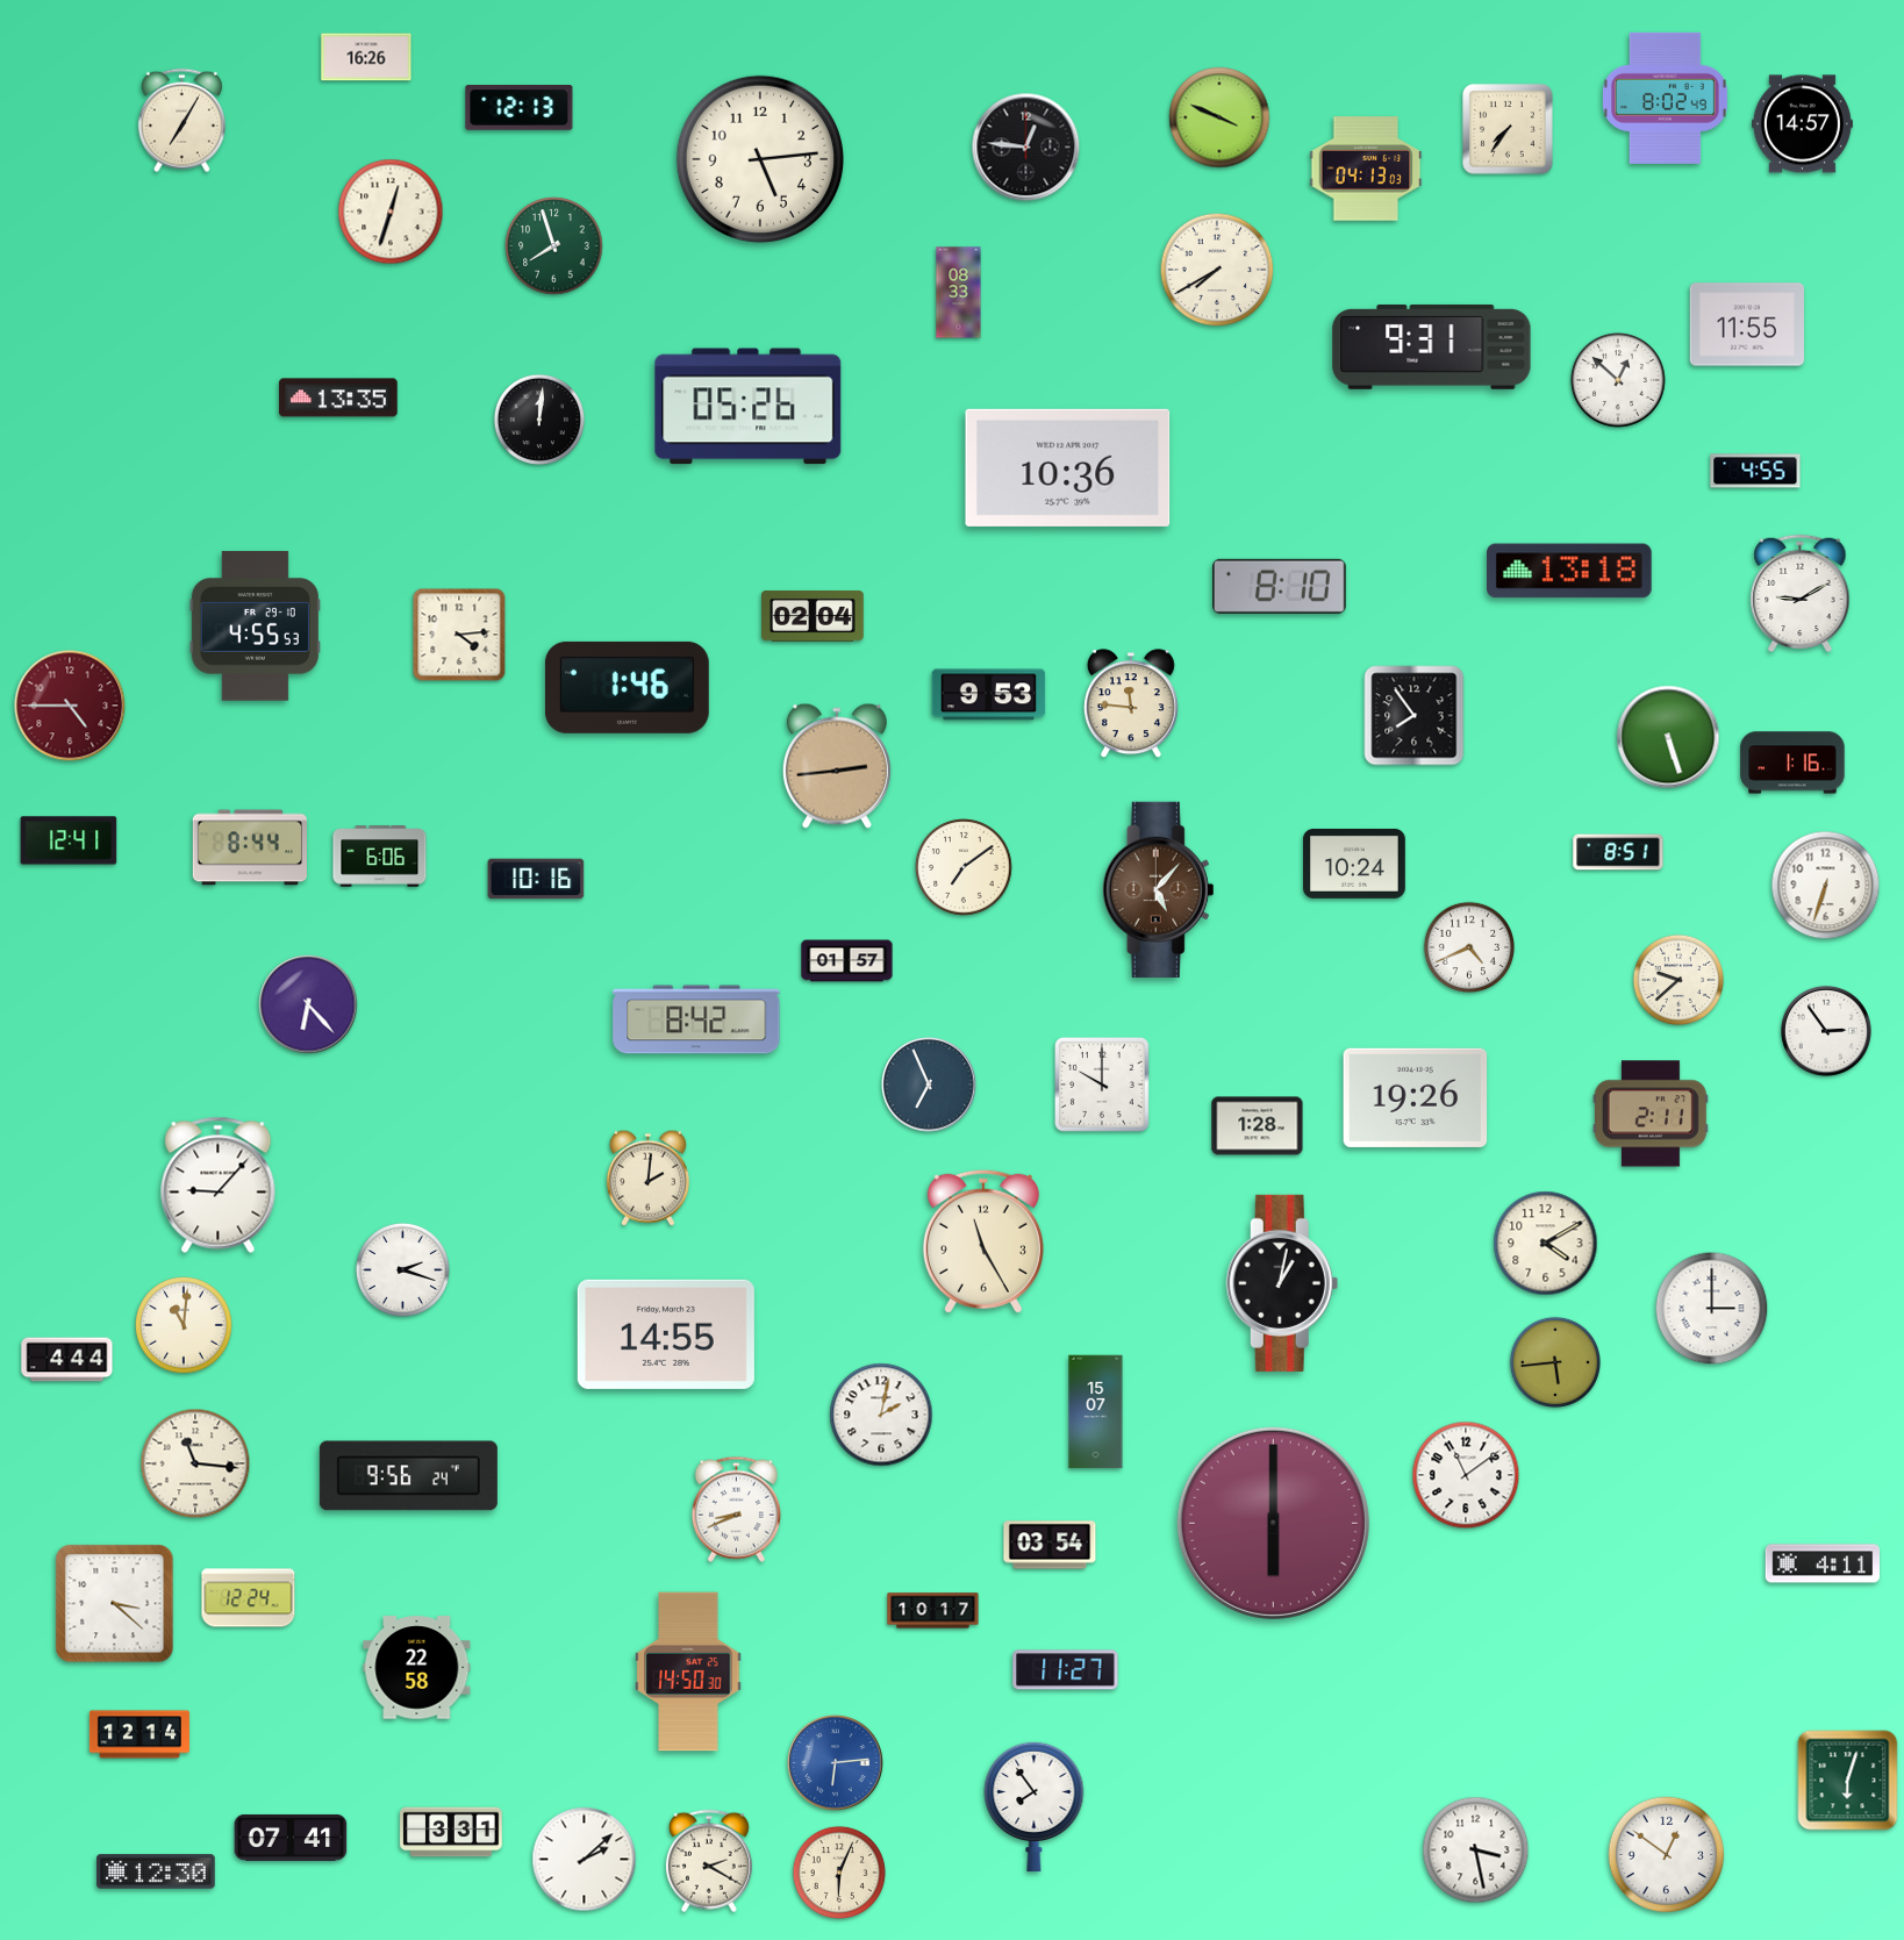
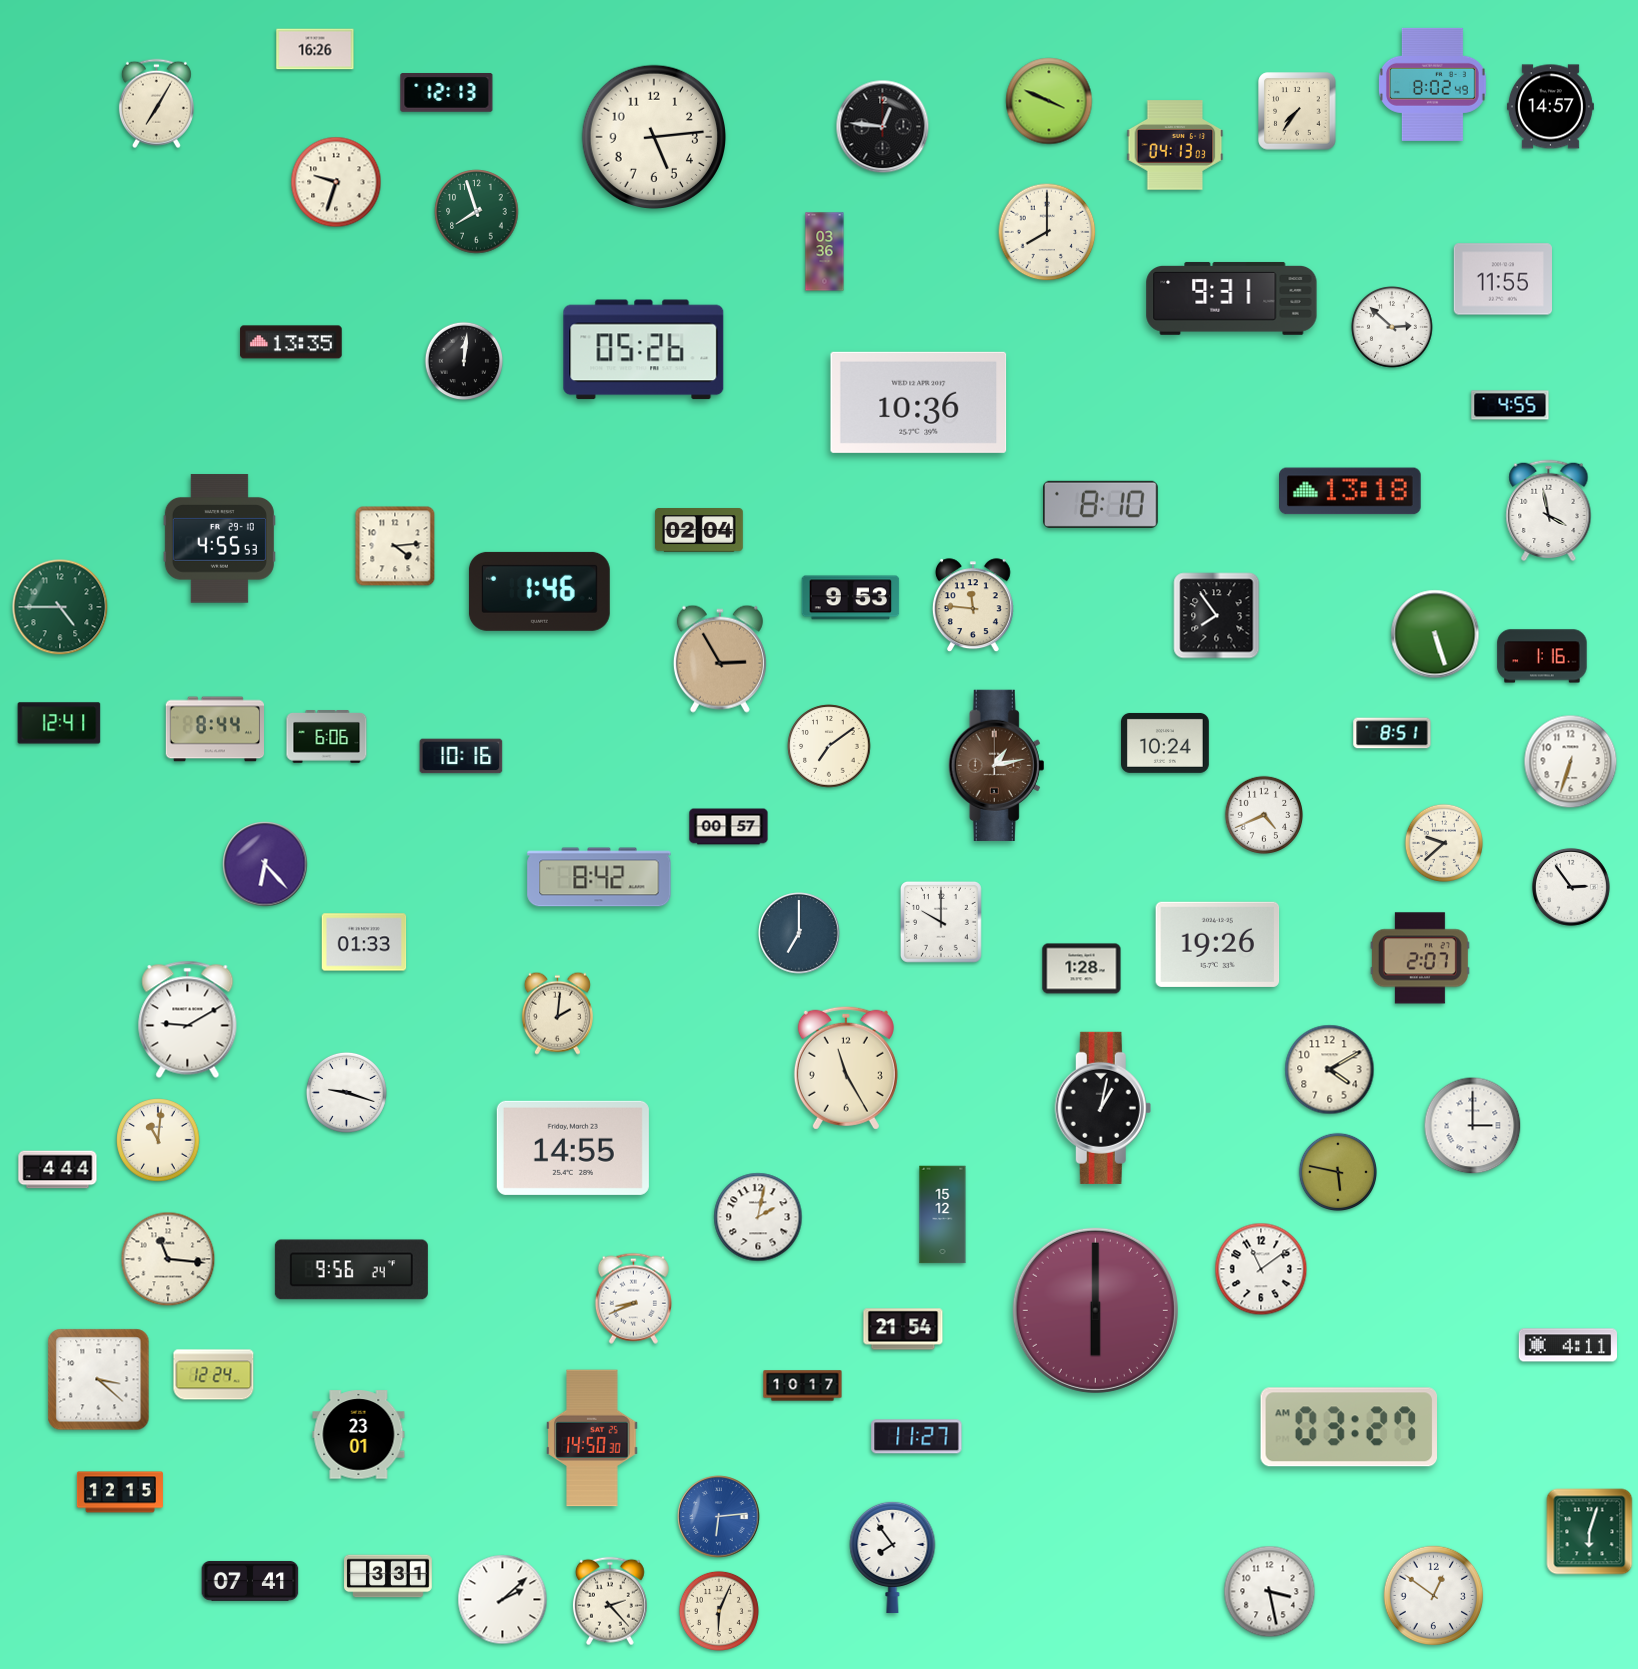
clock at (391, 212): 12:33 -> 9:33
clock at (1217, 270): 7:40 -> 8:00
clock at (959, 293): 08:33 -> 03:36
clock at (1618, 380): 12:52 -> 2:52
clock at (1801, 594): 9:10 -> 3:58
clock at (70, 706) dial: burgundy -> green
clock at (837, 766): 2:44 -> 2:55
clock at (1159, 889): 5:07 -> 1:13
clock at (847, 961): 01:57 -> 00:57
clock at (929, 1084): 6:56 -> 7:00
clock at (1102, 1084) position: (1102, 1084) -> (941, 922)
clock at (364, 942): none -> 01:33
clock at (1651, 1114): 2:11 -> 2:07
clock at (219, 1184): 9:07 -> 9:10
clock at (402, 1269): 2:18 -> 9:18
clock at (1282, 1283) position: (1282, 1283) -> (1103, 1108)
clock at (1554, 1361): 5:44 -> 5:47
clock at (1096, 1412): 15:07 -> 15:12
clock at (1050, 1545): 03:54 -> 21:54
clock at (1349, 1427): none -> 03:27
clock at (417, 1668): 22:58 -> 23:01
clock at (139, 1734): 12:14 -> 12:15
clock at (1035, 1806) position: (1035, 1806) -> (893, 1557)
clock at (709, 1861): 2:20 -> 2:23
clock at (156, 1871): 12:30 -> none
clock at (839, 1873) position: (839, 1873) -> (719, 1611)
